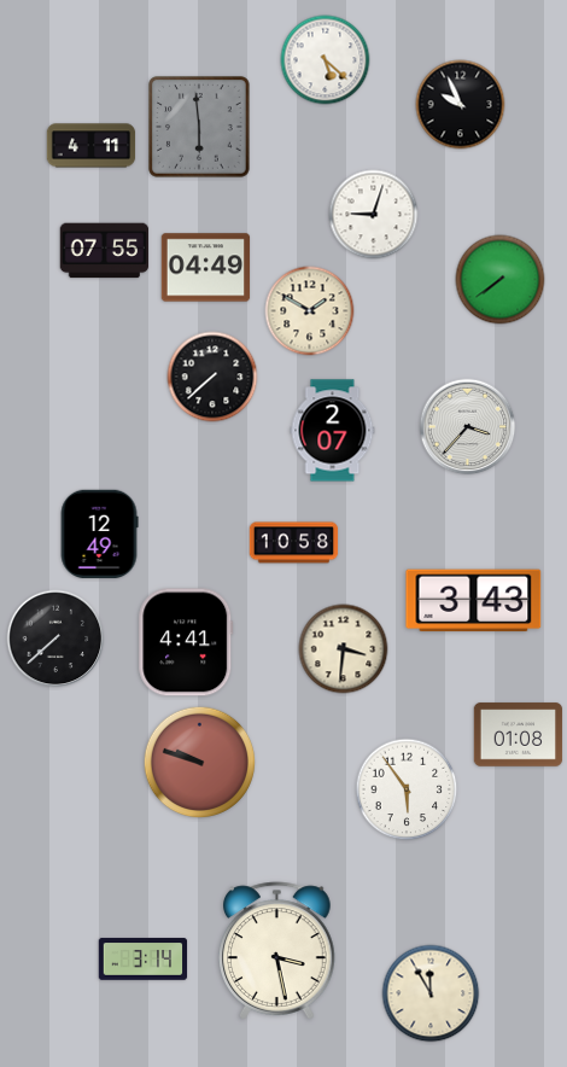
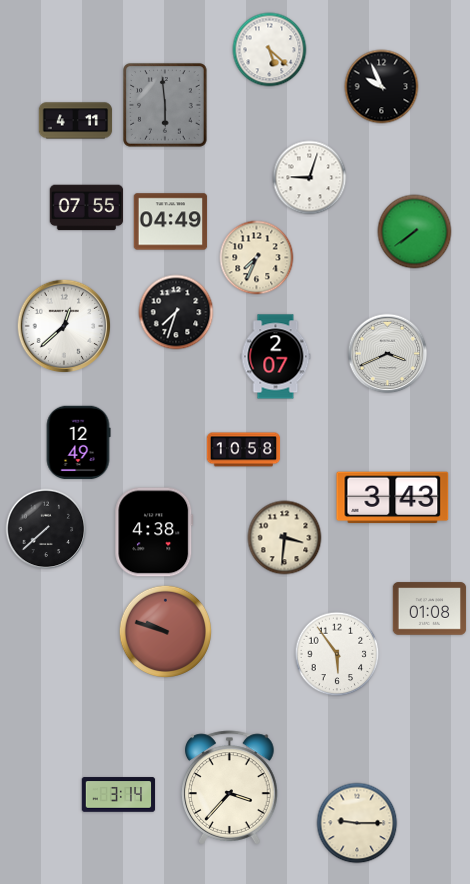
clock at (310, 311): 1:50 -> 7:34
clock at (212, 377): 7:38 -> 7:33
clock at (64, 326): none -> 12:38
clock at (468, 427): 3:37 -> 3:41
clock at (99, 535) position: (99, 535) -> (78, 443)
clock at (186, 642): 4:41 -> 4:38
clock at (277, 951): 3:28 -> 3:37
clock at (431, 993): 11:55 -> 9:15
